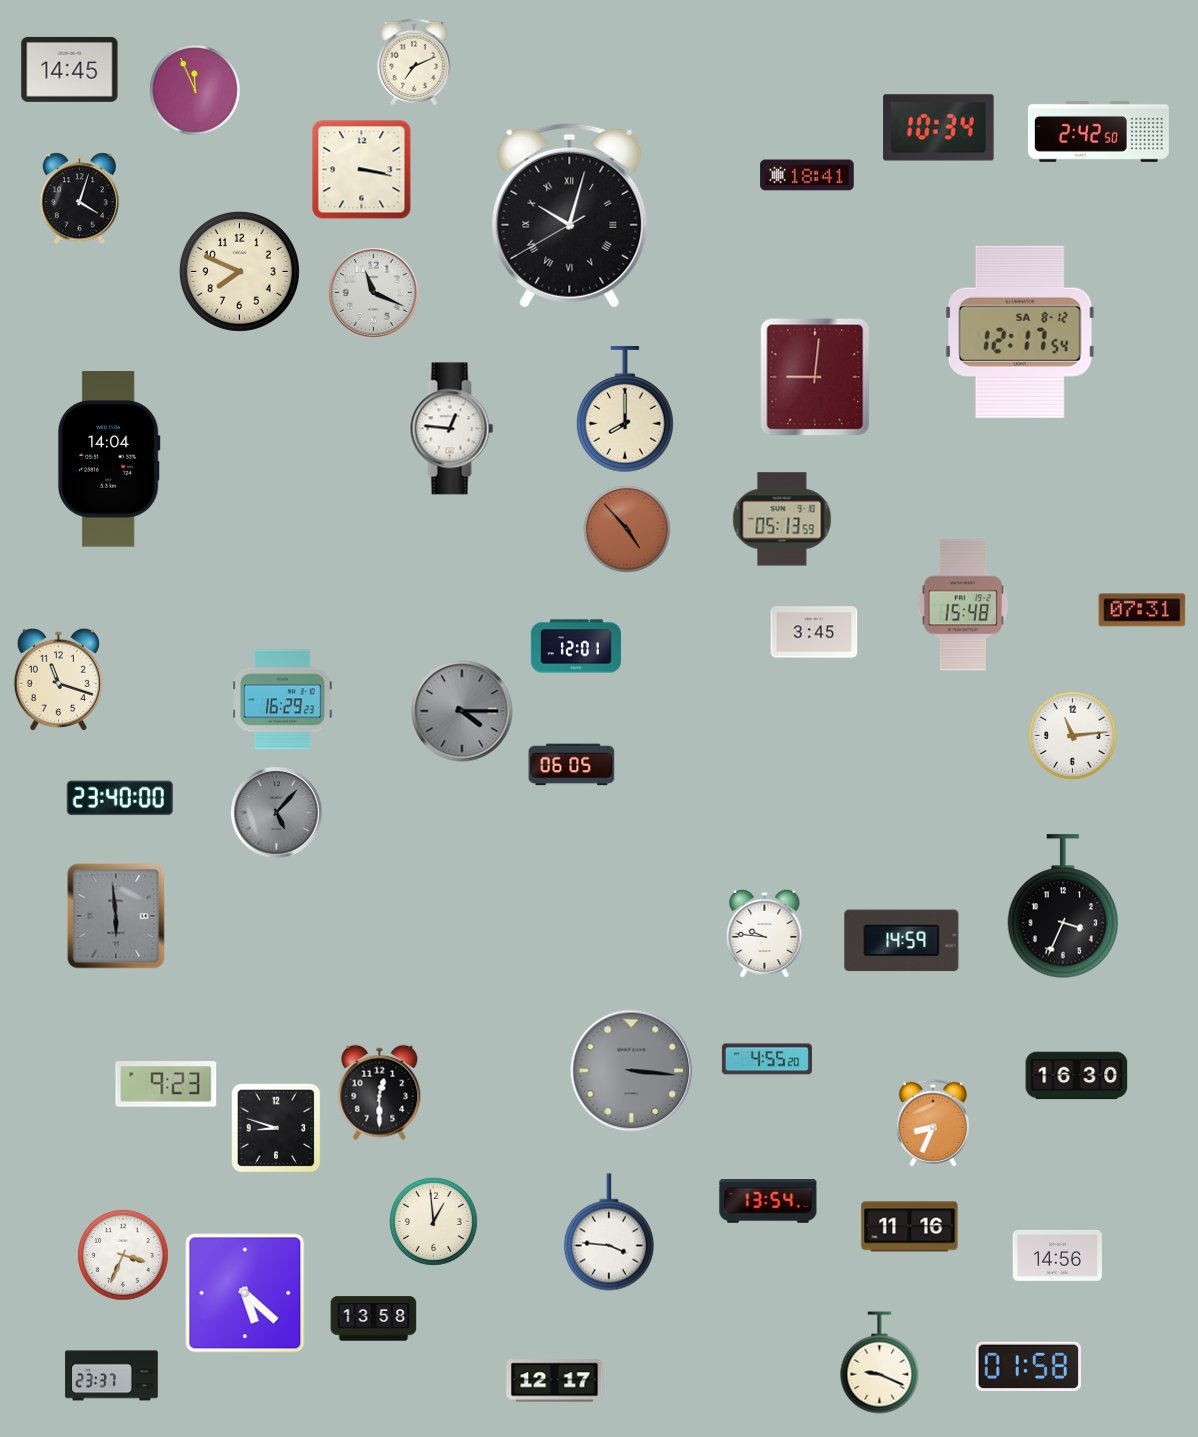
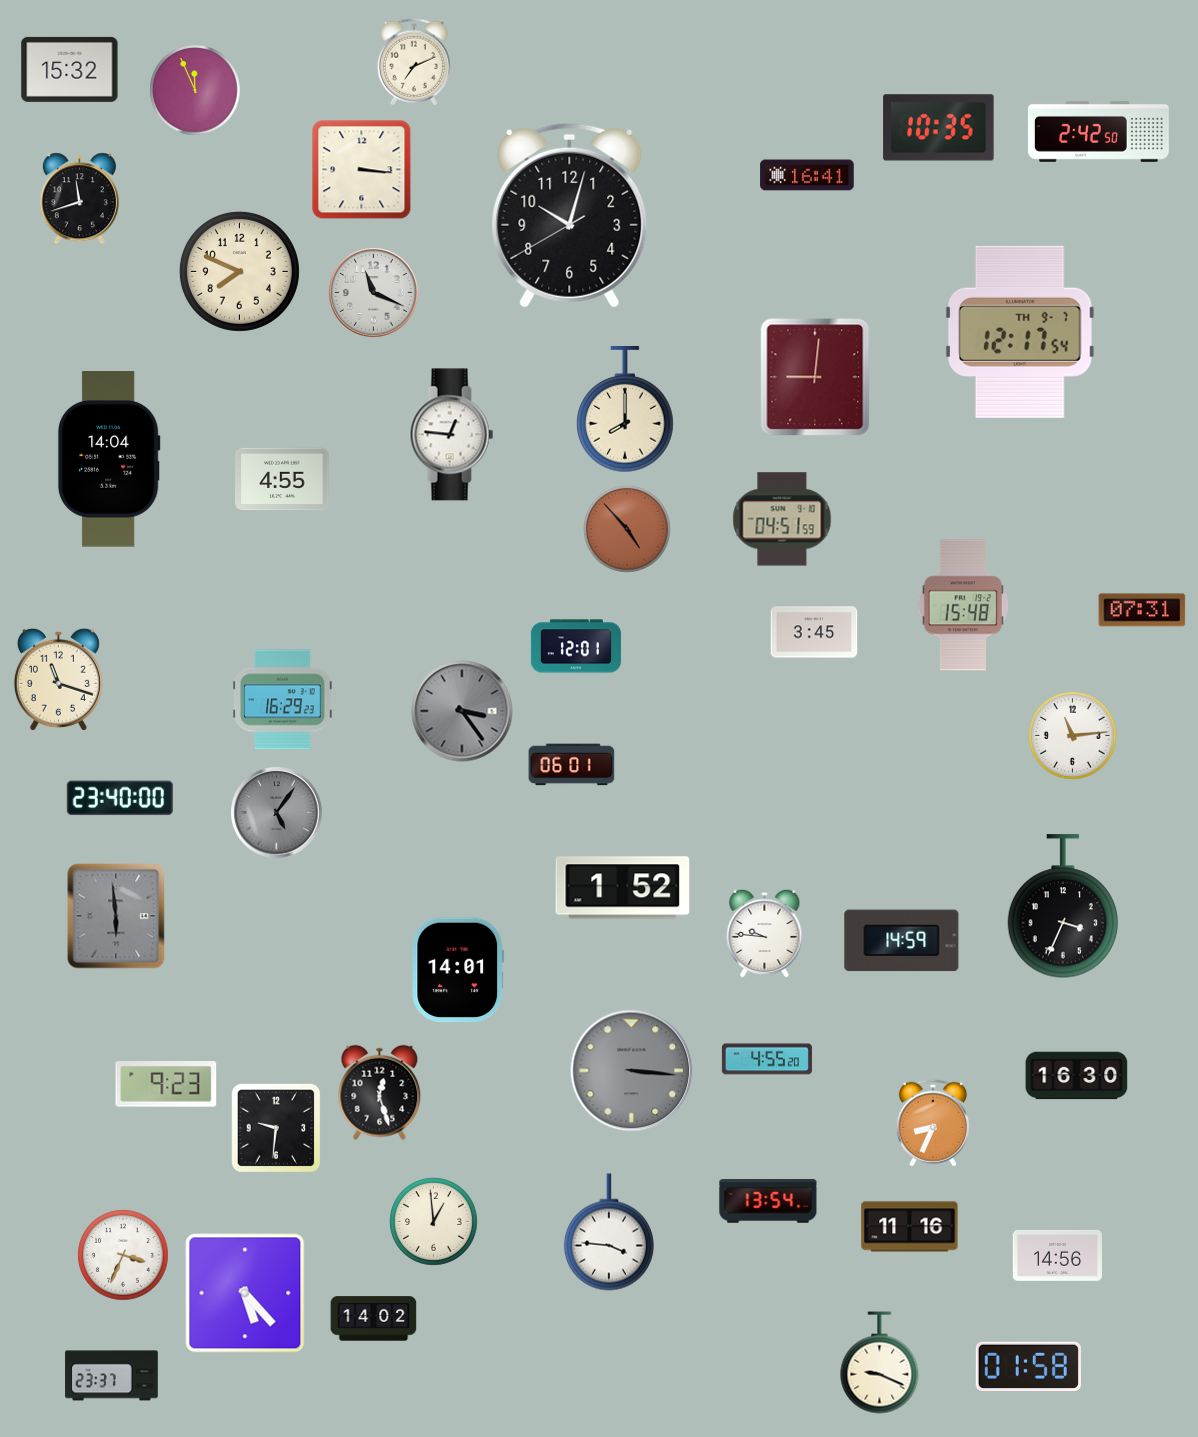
clock at (70, 69): 14:45 -> 15:32
clock at (939, 128): 10:34 -> 10:35
clock at (362, 170): 3:17 -> 3:16
clock at (807, 175): 18:41 -> 16:41
clock at (79, 199): 4:03 -> 11:42
clock at (570, 215) numerals: Roman -> Arabic
clock at (1020, 332) date: SA 8-12 -> TH 9-7
clock at (452, 429) position: (452, 429) -> (452, 435)
clock at (282, 479): none -> 4:55
clock at (782, 519): 05:13 -> 04:51
clock at (462, 711): 4:15 -> 3:24
clock at (572, 765): 06:05 -> 06:01
clock at (277, 813): 5:07 -> 5:06
clock at (623, 888): none -> 1:52
clock at (458, 970): none -> 14:01
clock at (380, 1093): 12:30 -> 12:27
clock at (276, 1128): 8:48 -> 9:31
clock at (245, 1293): 5:22 -> 5:23
clock at (374, 1319): 13:58 -> 14:02
clock at (555, 1381): 12:17 -> none
